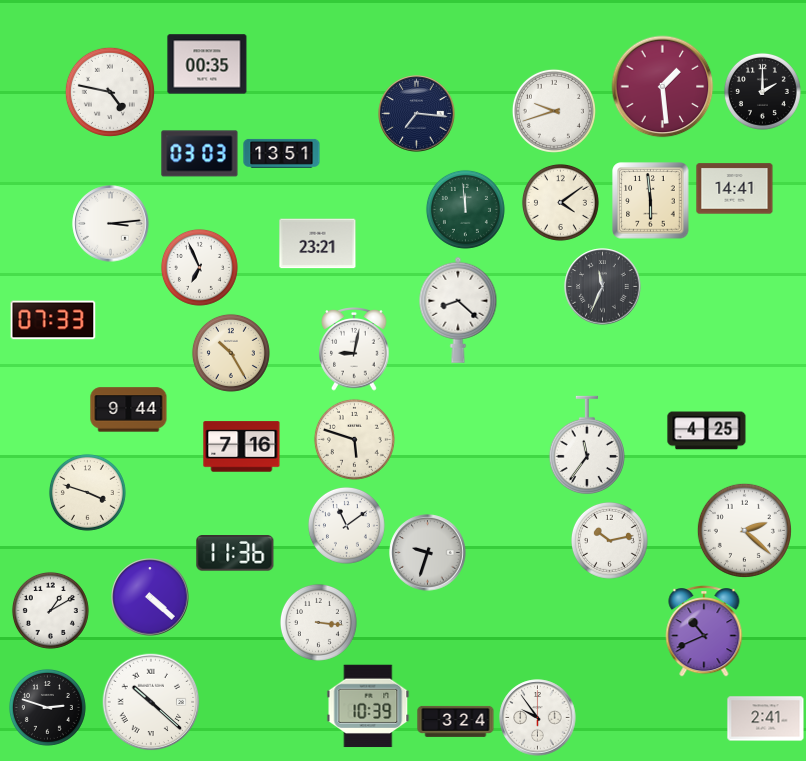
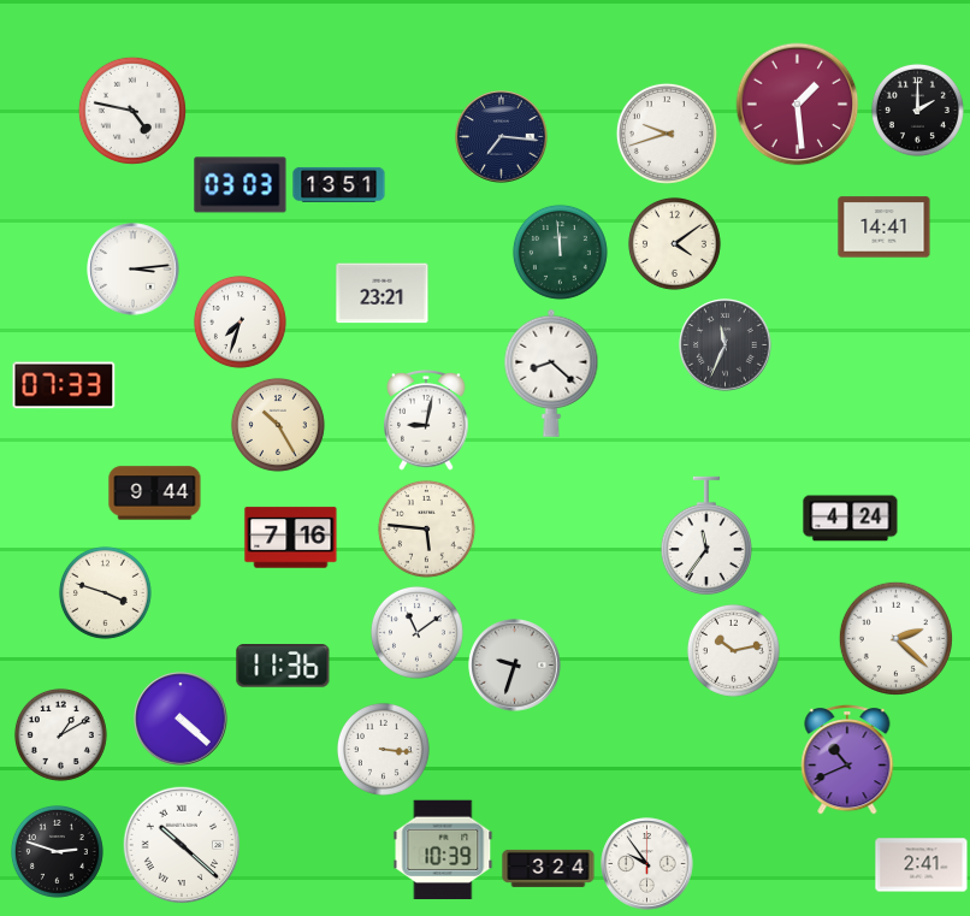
clock at (207, 64): 00:35 -> none
clock at (651, 201): 5:59 -> none
clock at (199, 267): 6:56 -> 7:33
clock at (707, 431): 4:25 -> 4:24
clock at (354, 439): 5:48 -> 5:46
